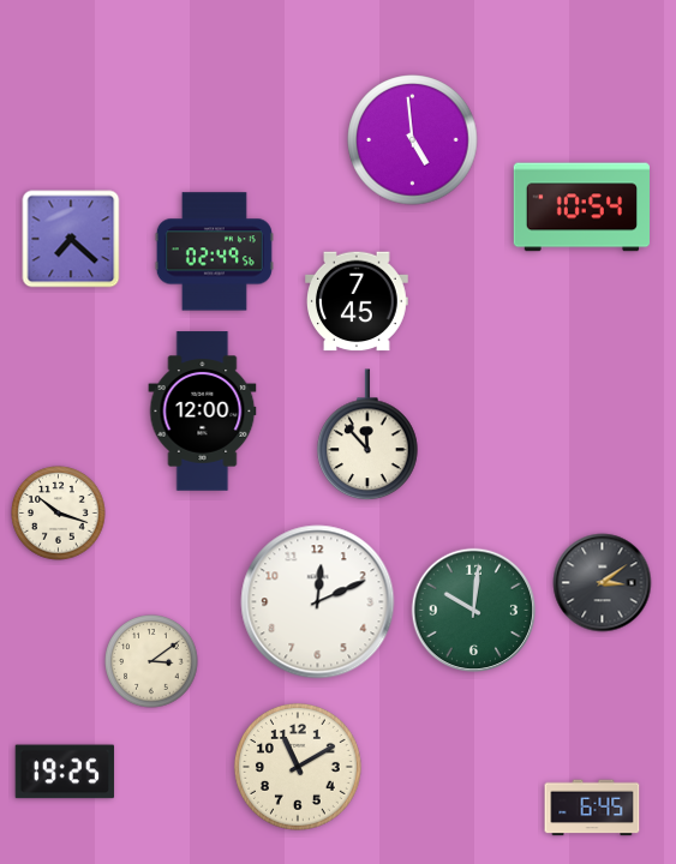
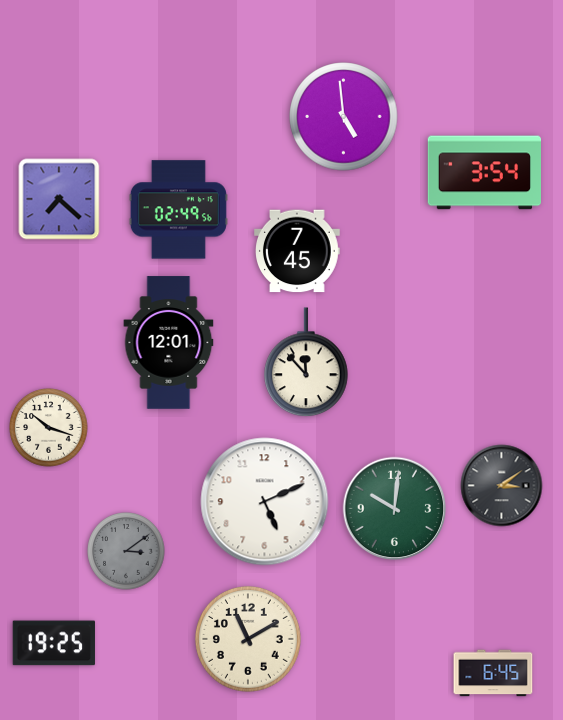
clock at (581, 208): 10:54 -> 3:54
clock at (203, 412): 12:00 -> 12:01
clock at (318, 602): 12:11 -> 5:11
clock at (151, 661) dial: cream -> grey
